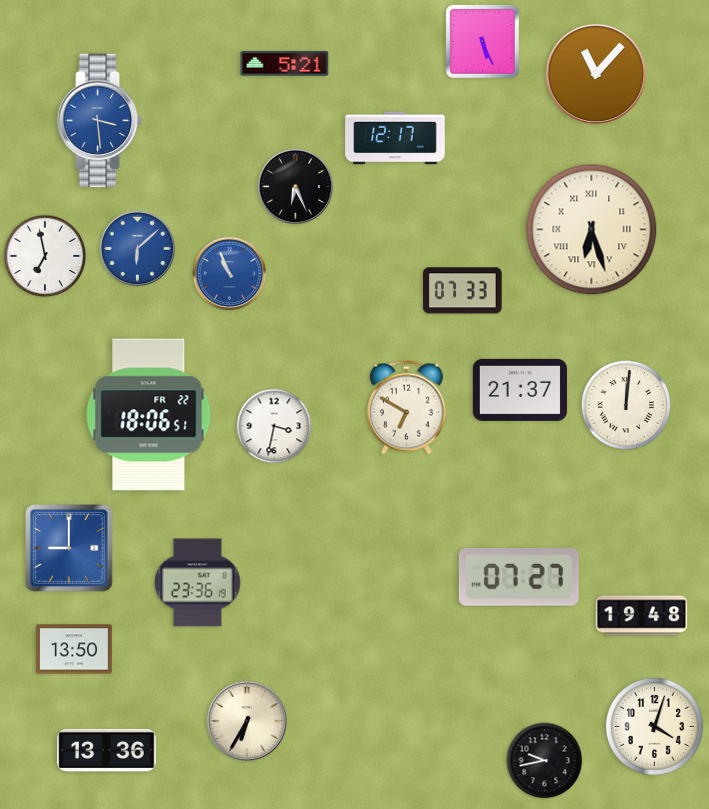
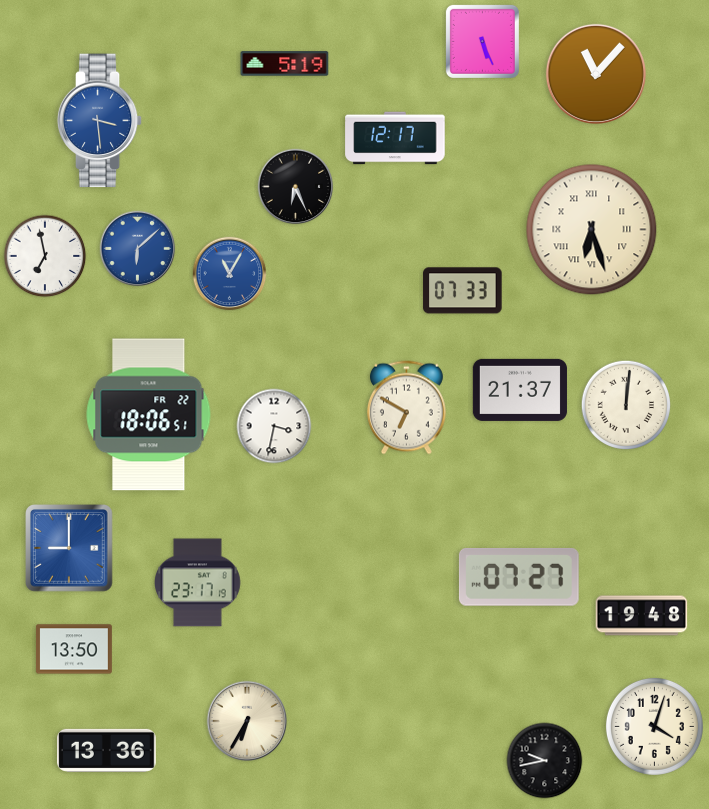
clock at (285, 64): 5:21 -> 5:19
clock at (230, 274): 10:56 -> 11:05
clock at (198, 583): 23:36 -> 23:17
